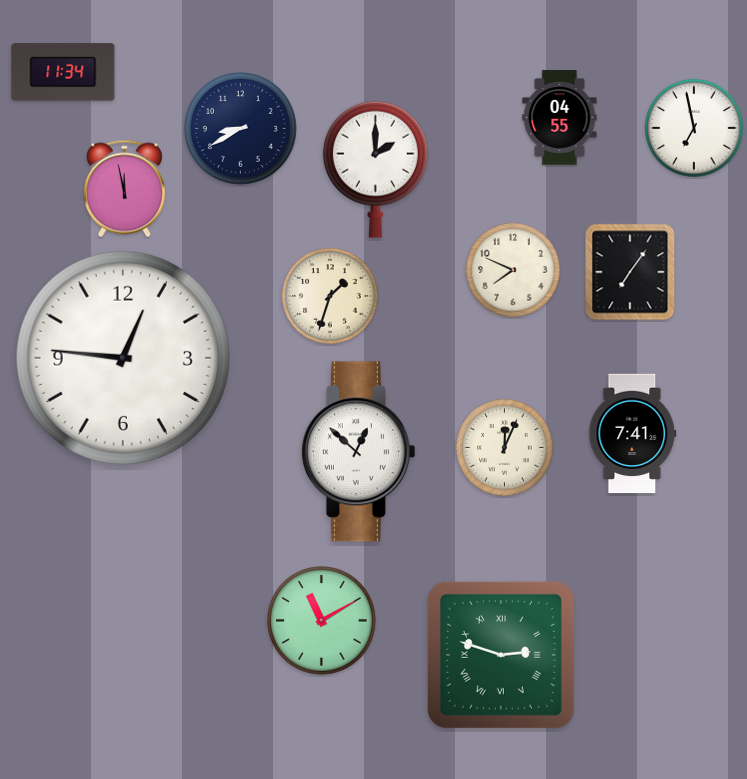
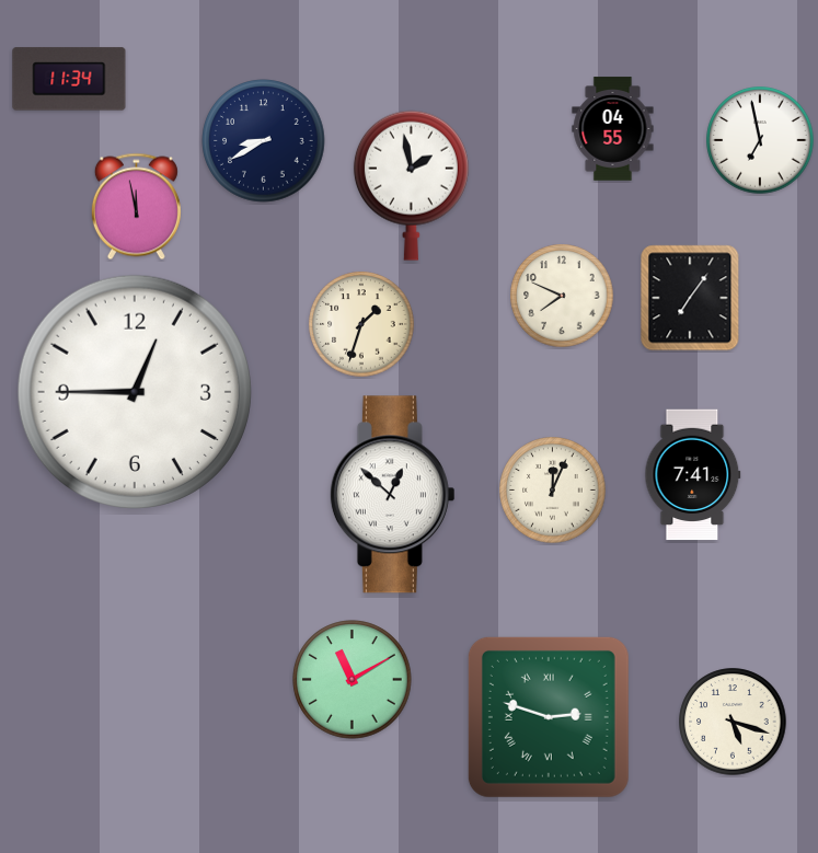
clock at (375, 169): 2:00 -> 1:58
clock at (123, 358): 12:46 -> 12:45
clock at (733, 722): none -> 5:18
